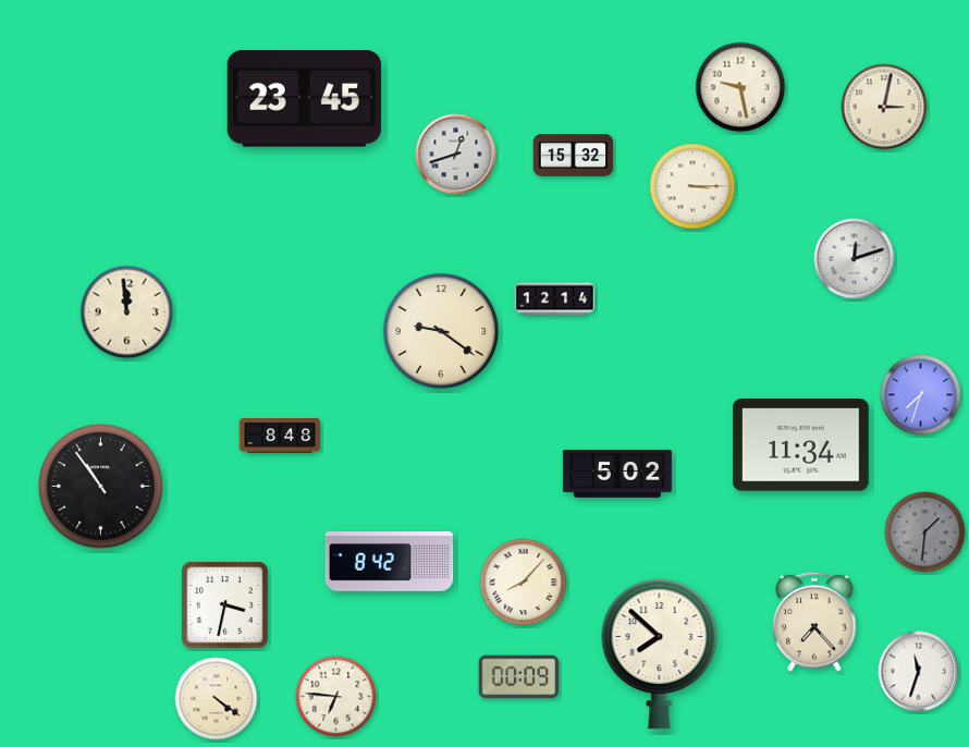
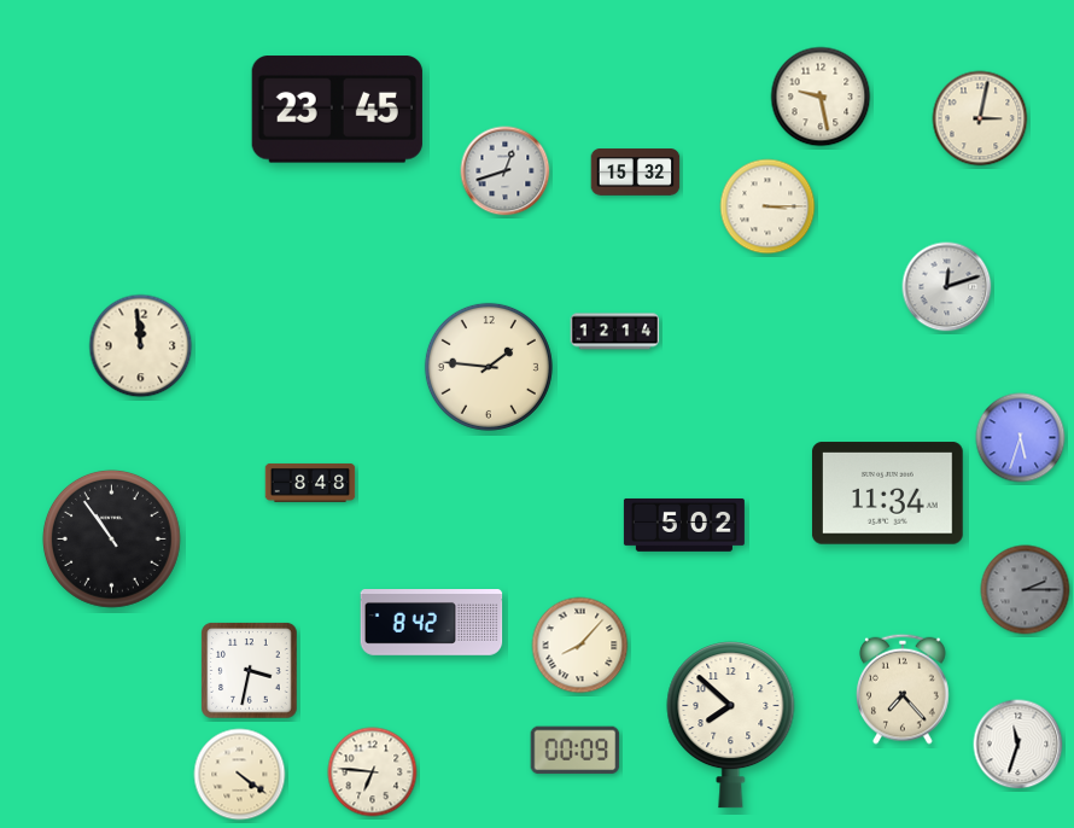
clock at (441, 331): 9:21 -> 1:46
clock at (921, 395): 7:33 -> 5:33
clock at (925, 532): 1:31 -> 2:15
